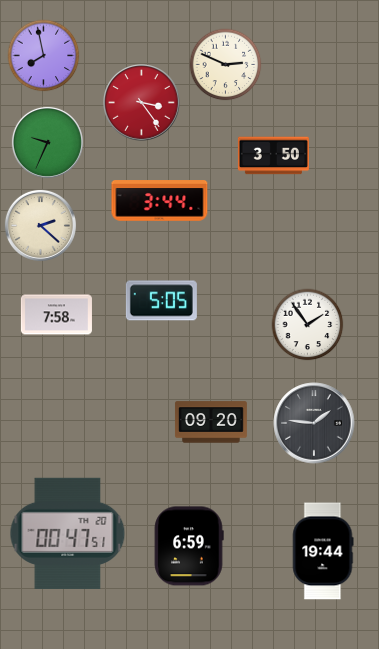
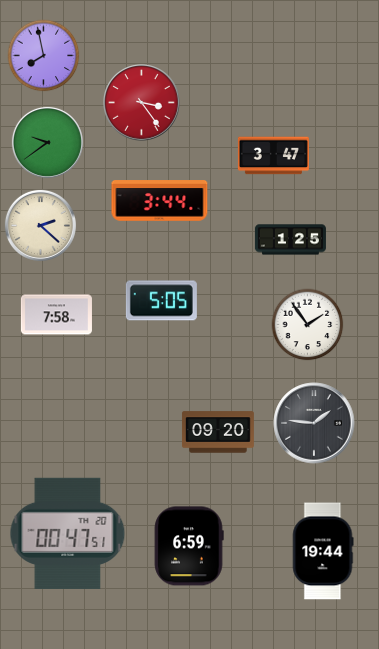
clock at (226, 65): 2:49 -> none
clock at (47, 142): 9:34 -> 9:39
clock at (273, 156): 3:50 -> 3:47
clock at (290, 240): none -> 1:25
clock at (211, 422) position: (211, 422) -> (218, 432)
